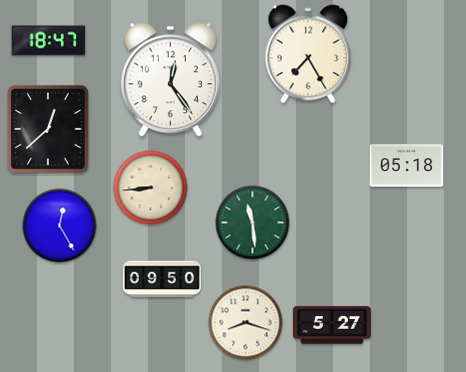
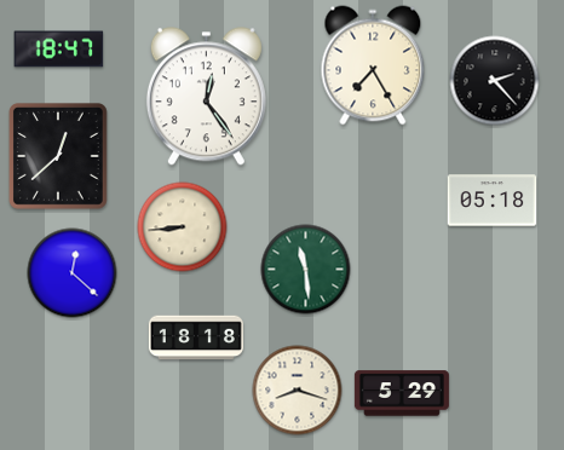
clock at (495, 81): none -> 2:23
clock at (60, 226): 12:25 -> 12:22
clock at (162, 279): 09:50 -> 18:18
clock at (332, 325): 5:27 -> 5:29
